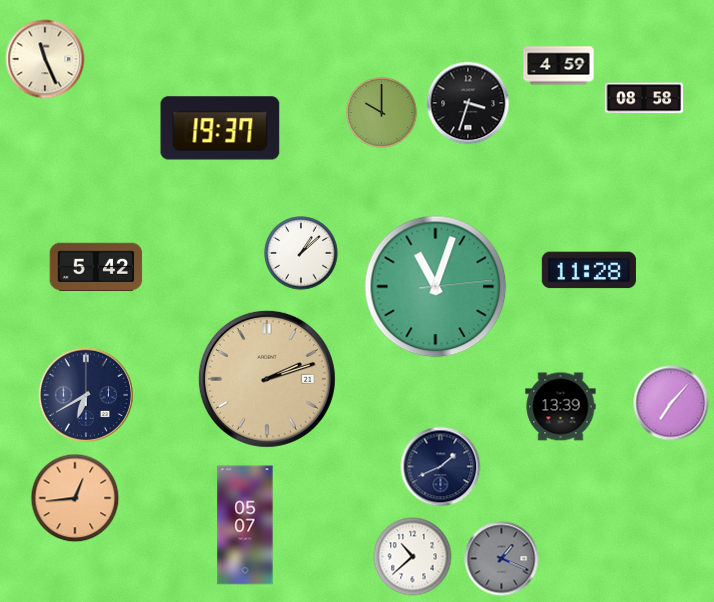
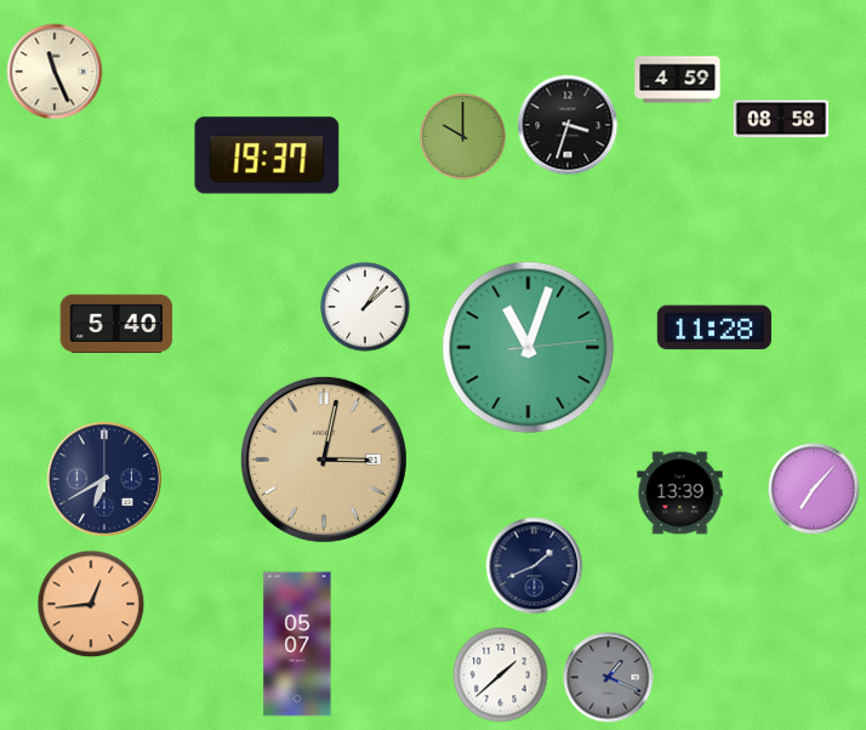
clock at (96, 266): 5:42 -> 5:40
clock at (267, 379): 2:12 -> 3:02
clock at (245, 525) position: (245, 525) -> (297, 644)
clock at (413, 557): 10:38 -> 1:38
